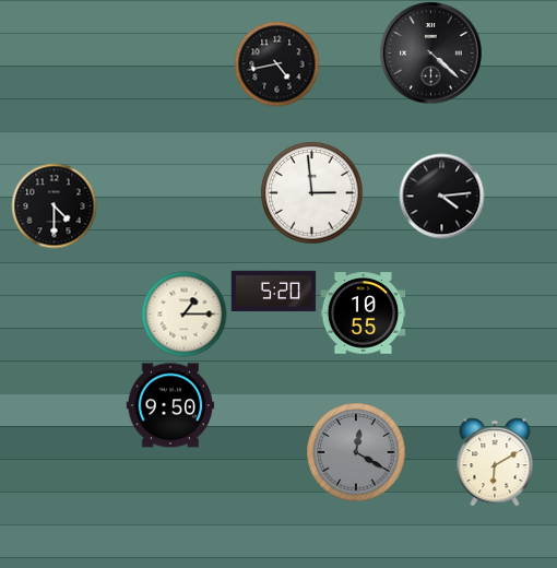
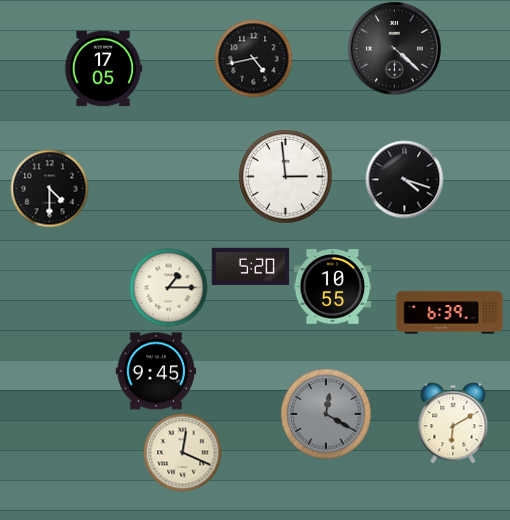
clock at (103, 69): none -> 17:05
clock at (441, 196): 4:14 -> 4:18
clock at (450, 313): none -> 6:39
clock at (170, 405): 9:50 -> 9:45
clock at (182, 452): none -> 12:19
